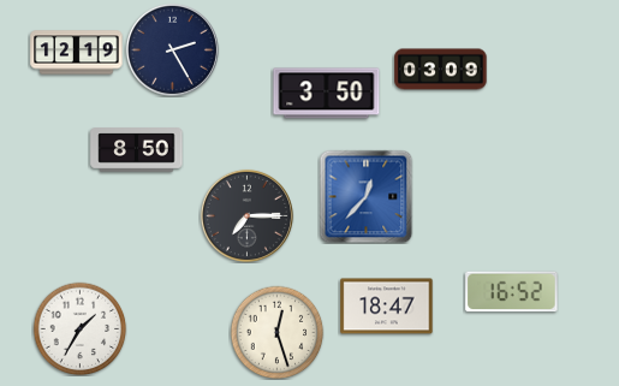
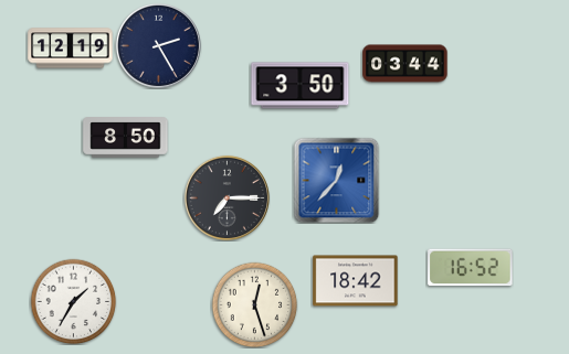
clock at (441, 70): 03:09 -> 03:44
clock at (387, 307): 18:47 -> 18:42
